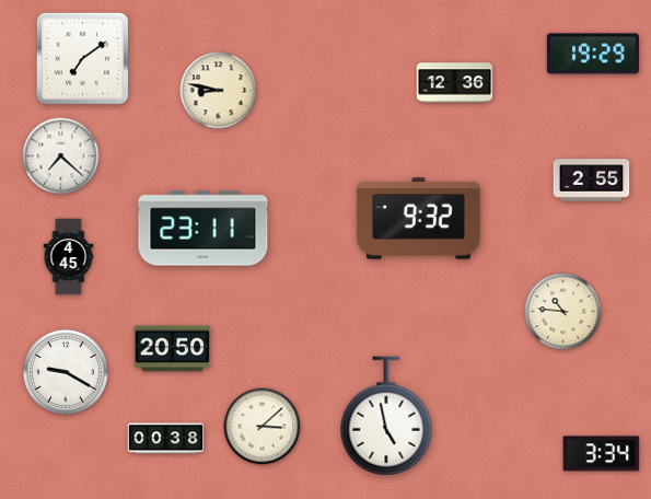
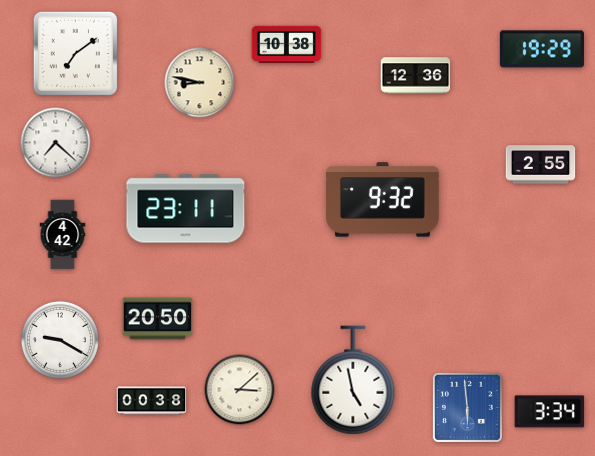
clock at (287, 44): none -> 10:38
clock at (69, 257): 4:45 -> 4:42
clock at (563, 312): 10:46 -> none
clock at (467, 407): none -> 5:59
clock at (602, 454) position: (602, 454) -> (550, 412)
